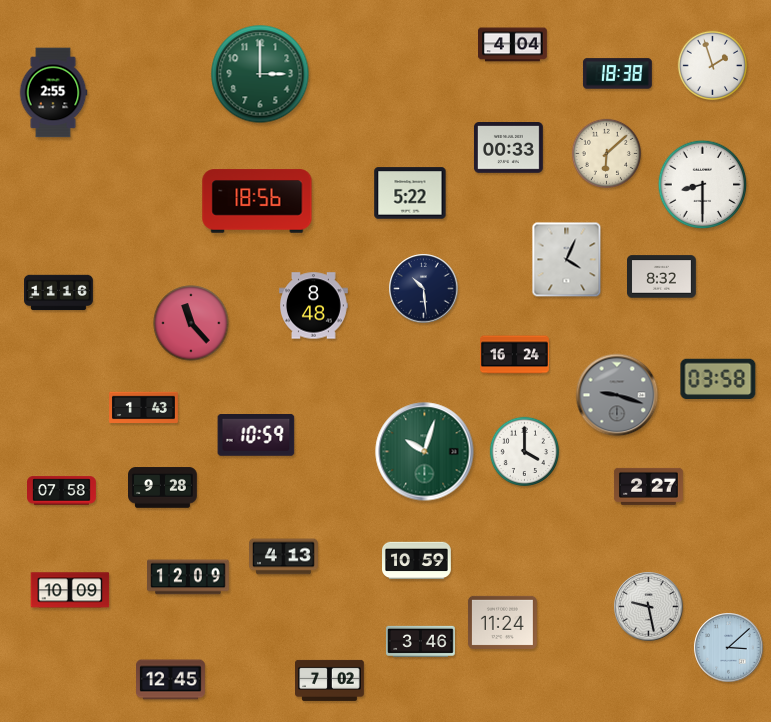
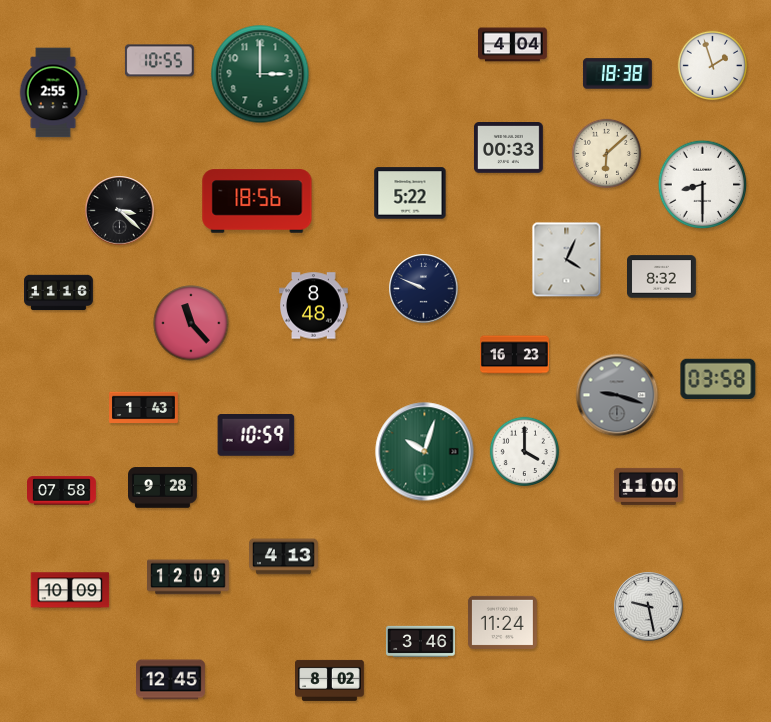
clock at (159, 61): none -> 10:55
clock at (120, 211): none -> 3:22
clock at (424, 289): 10:29 -> 9:49
clock at (515, 355): 16:24 -> 16:23
clock at (649, 486): 2:27 -> 11:00
clock at (417, 561): 10:59 -> none
clock at (729, 648): 3:08 -> none
clock at (330, 680): 7:02 -> 8:02
